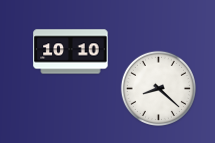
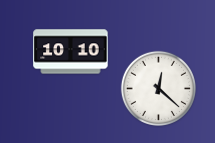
clock at (158, 88): 8:22 -> 12:22
